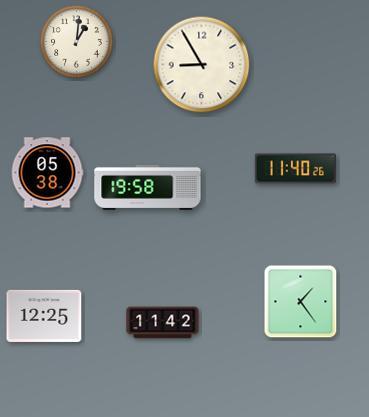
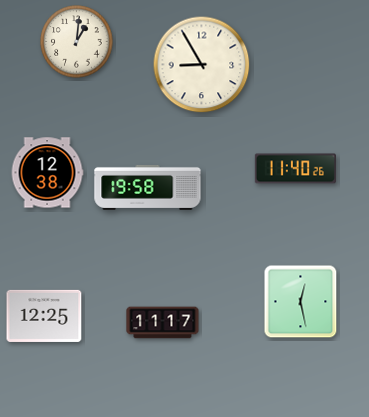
clock at (47, 173): 05:38 -> 12:38
clock at (301, 302): 1:24 -> 12:28
clock at (163, 323): 11:42 -> 11:17
